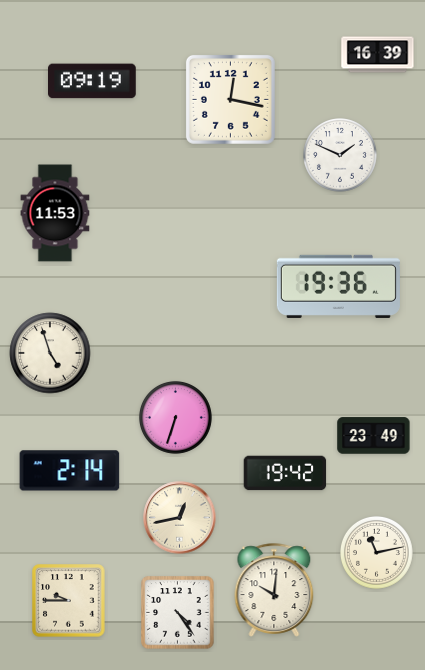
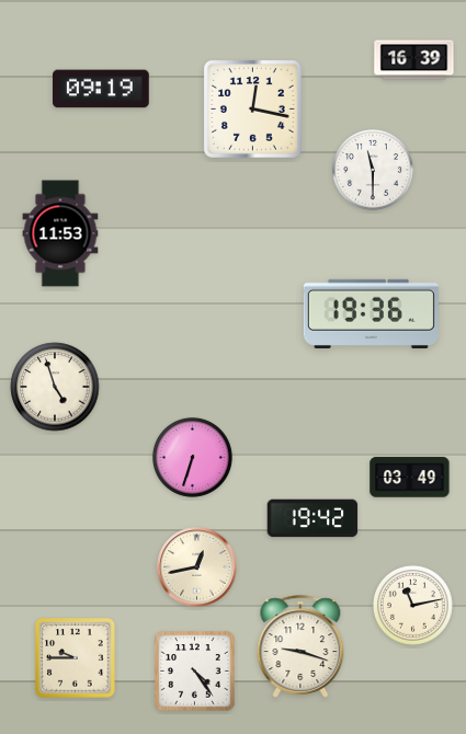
clock at (341, 156): 1:49 -> 11:30
clock at (374, 436): 23:49 -> 03:49
clock at (70, 471): 2:14 -> none
clock at (274, 590): 10:01 -> 9:18
